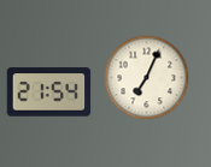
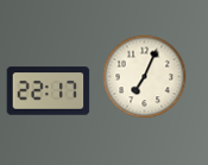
clock at (49, 93): 21:54 -> 22:17
